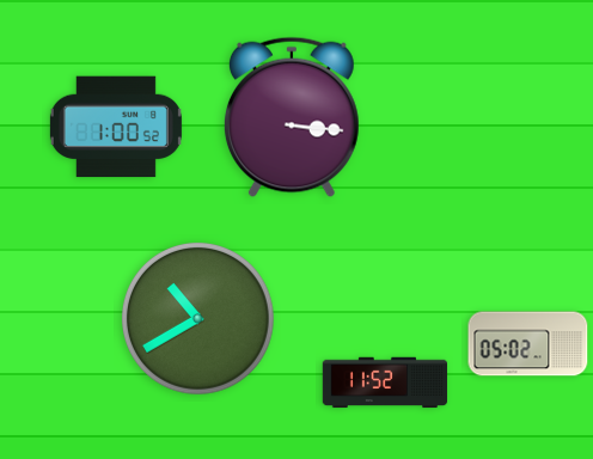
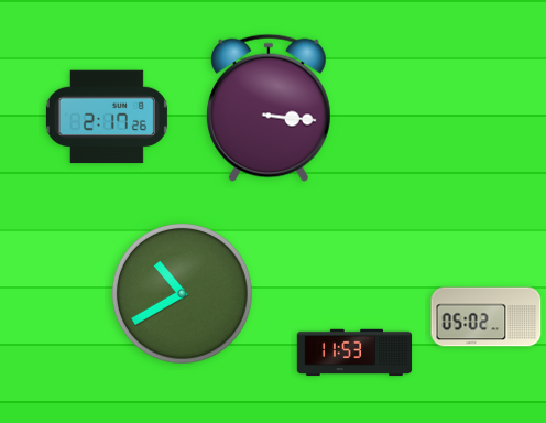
clock at (116, 127): 1:00 -> 2:17
clock at (385, 382): 11:52 -> 11:53
